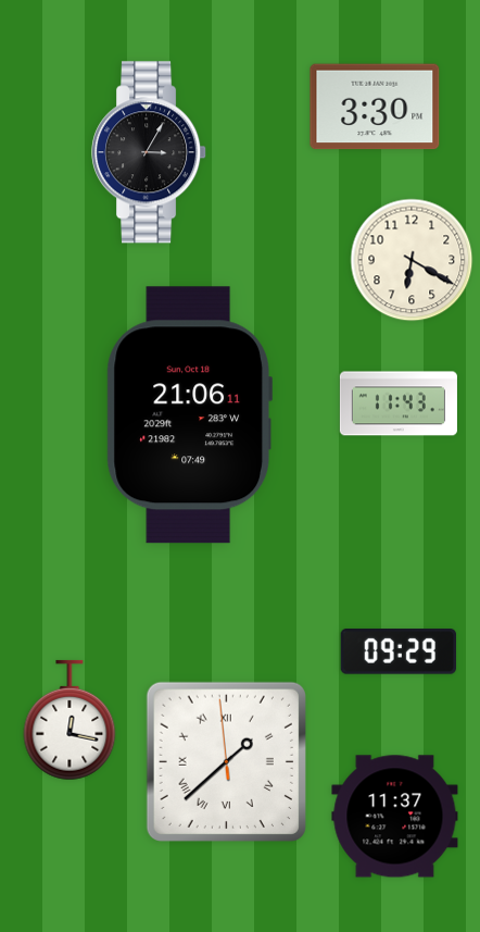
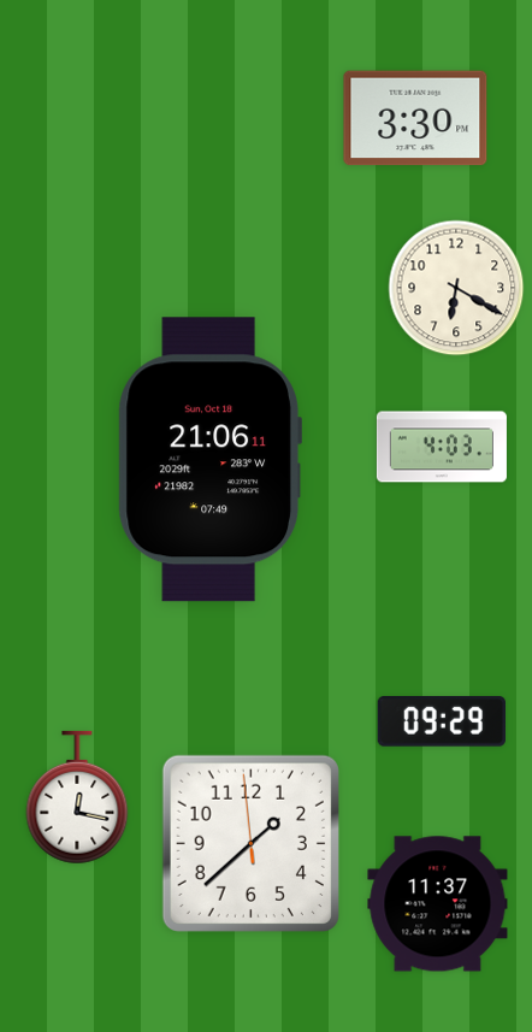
clock at (150, 152): 3:05 -> none
clock at (399, 403): 11:43 -> 4:03
clock at (226, 761) numerals: Roman -> Arabic
